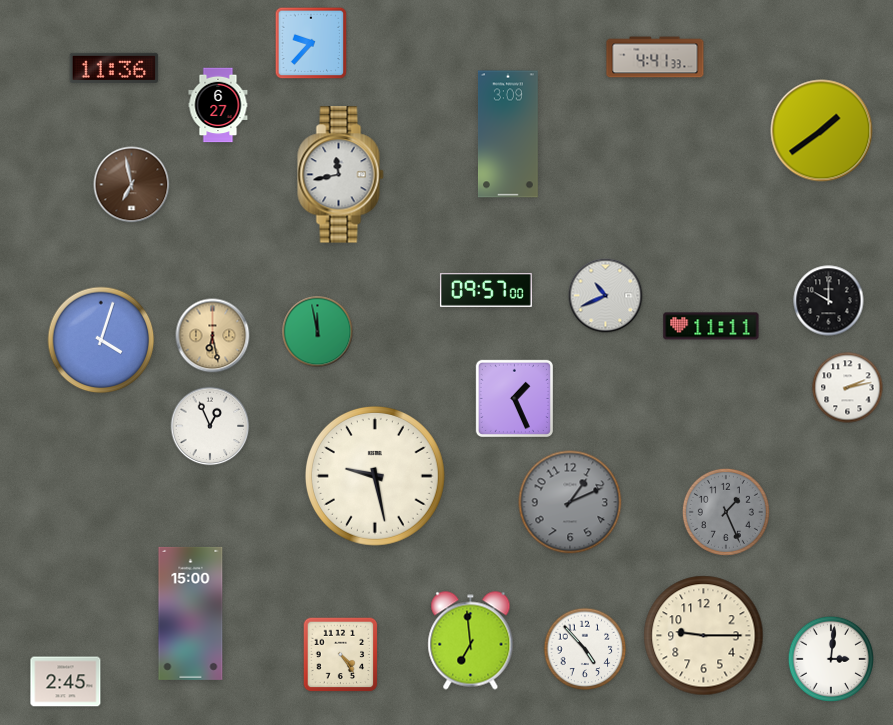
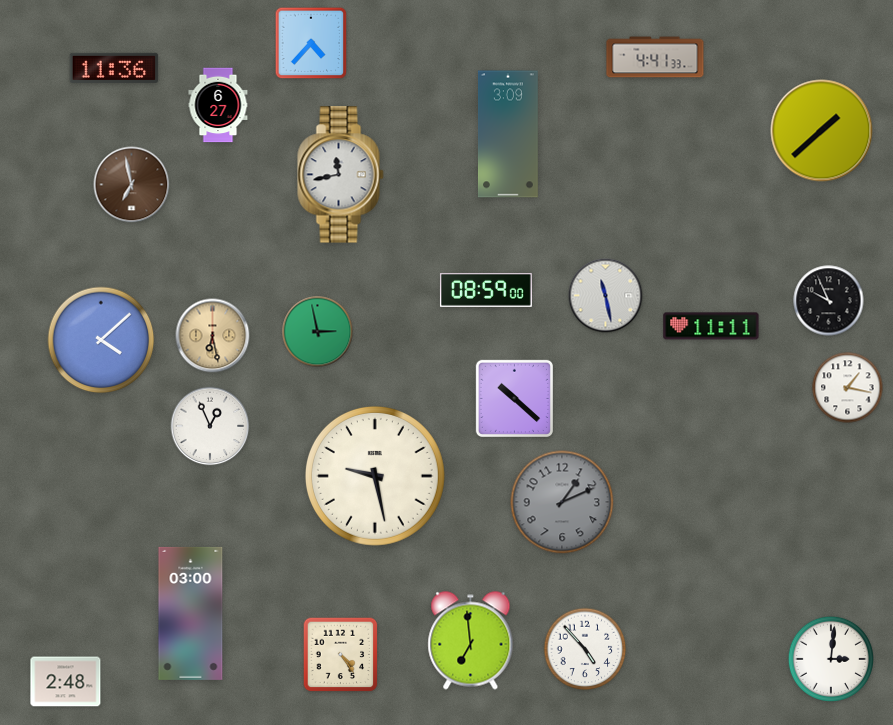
clock at (311, 43): 9:37 -> 4:37
clock at (822, 131): 1:39 -> 1:38
clock at (486, 290): 09:57 -> 08:59
clock at (606, 296): 10:41 -> 11:28
clock at (829, 301): 10:00 -> 9:56
clock at (318, 332): 11:58 -> 2:58
clock at (101, 340): 4:03 -> 4:08
clock at (848, 388): 2:13 -> 1:17
clock at (514, 398): 1:26 -> 10:22
clock at (570, 502) position: (570, 502) -> (562, 502)
clock at (726, 512): 1:26 -> none
clock at (191, 613): 15:00 -> 03:00
clock at (704, 636): 9:15 -> none
clock at (66, 682): 2:45 -> 2:48
